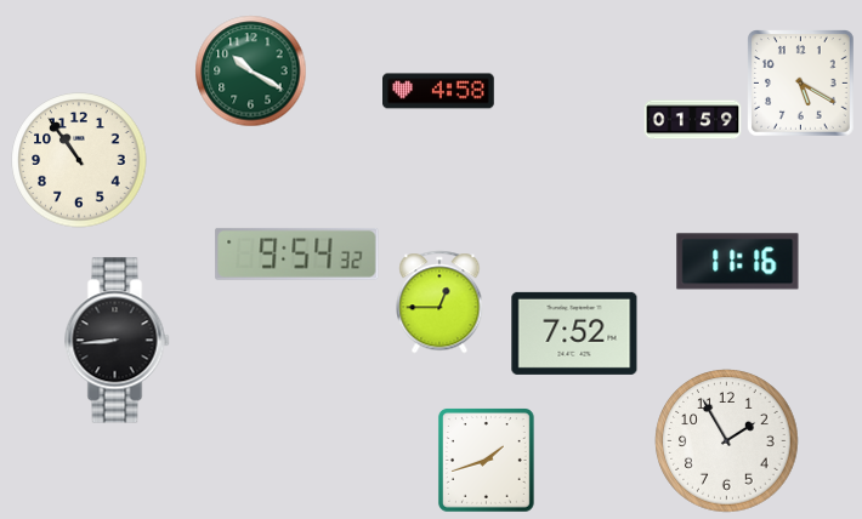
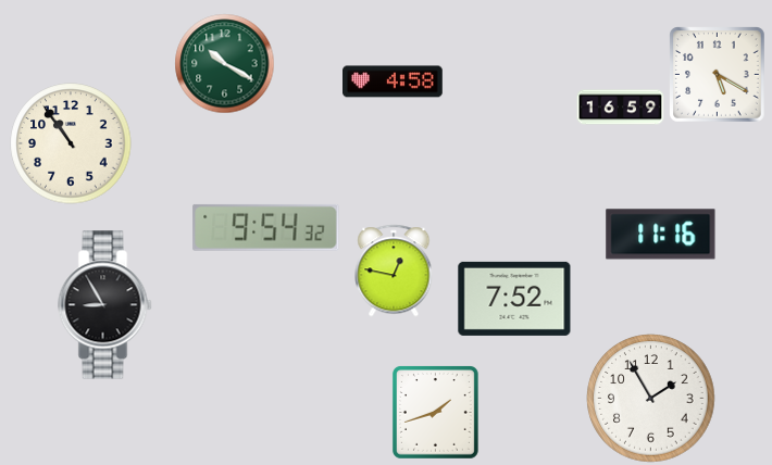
clock at (693, 120): 01:59 -> 16:59
clock at (439, 302): 12:45 -> 12:47
clock at (118, 341): 8:44 -> 8:55
clock at (727, 441) position: (727, 441) -> (651, 399)
